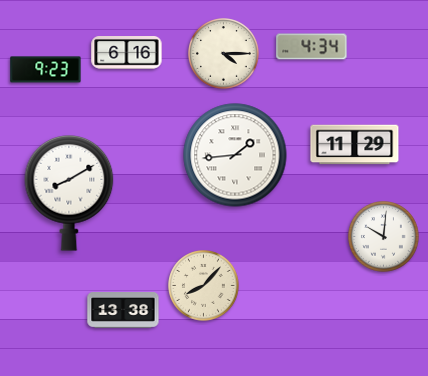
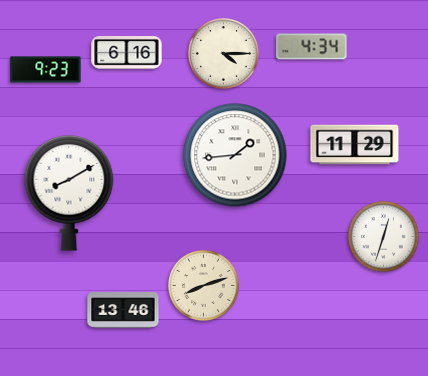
clock at (384, 237): 10:01 -> 12:33
clock at (204, 286): 8:07 -> 8:12
clock at (123, 311): 13:38 -> 13:46
